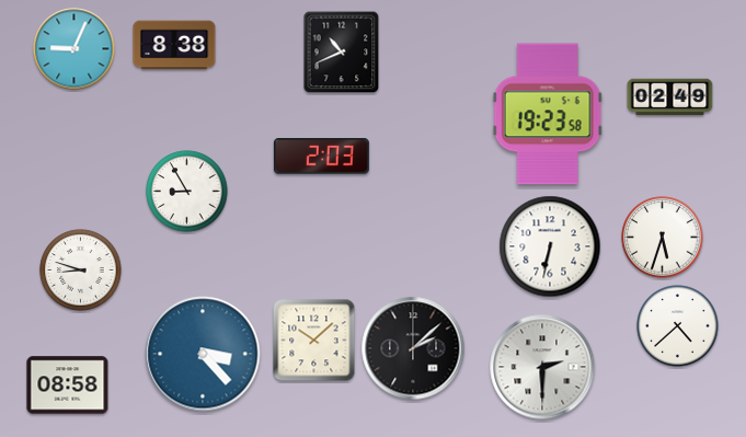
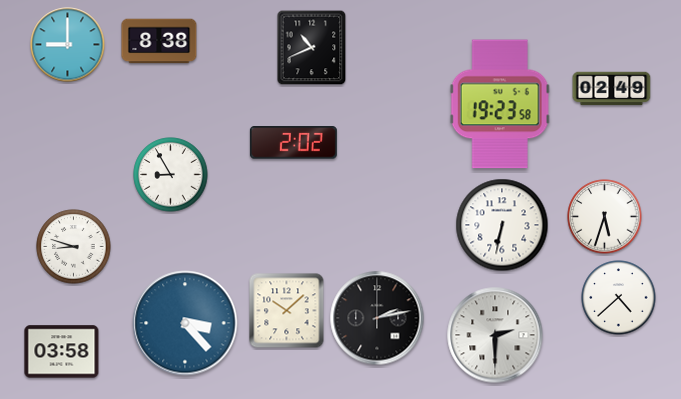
clock at (74, 49): 9:04 -> 9:00
clock at (321, 157): 2:03 -> 2:02
clock at (413, 348): 2:08 -> 2:13
clock at (68, 386): 08:58 -> 03:58
